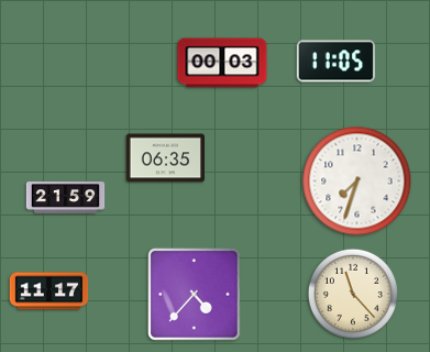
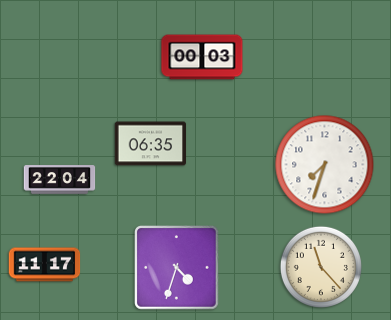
clock at (337, 62): 11:05 -> none
clock at (66, 198): 21:59 -> 22:04
clock at (195, 295): 4:37 -> 4:33
